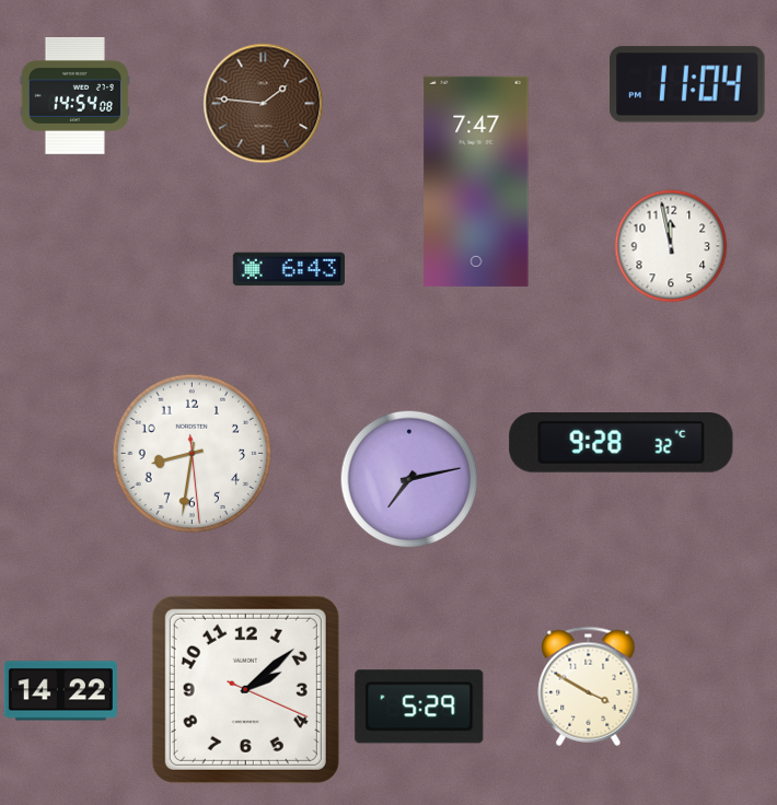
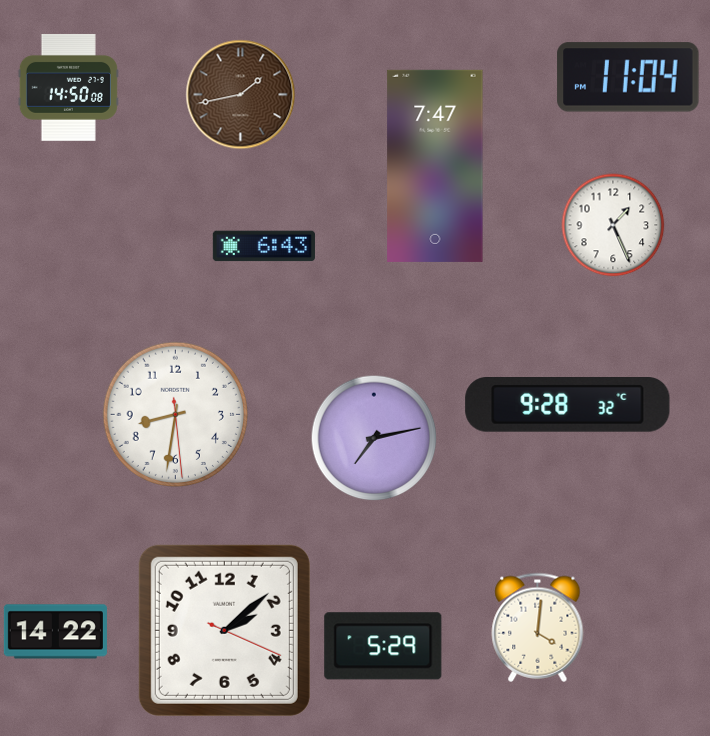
clock at (74, 95): 14:54 -> 14:50
clock at (264, 104): 1:46 -> 1:43
clock at (671, 246): 11:58 -> 1:26
clock at (589, 686): 3:50 -> 4:01
